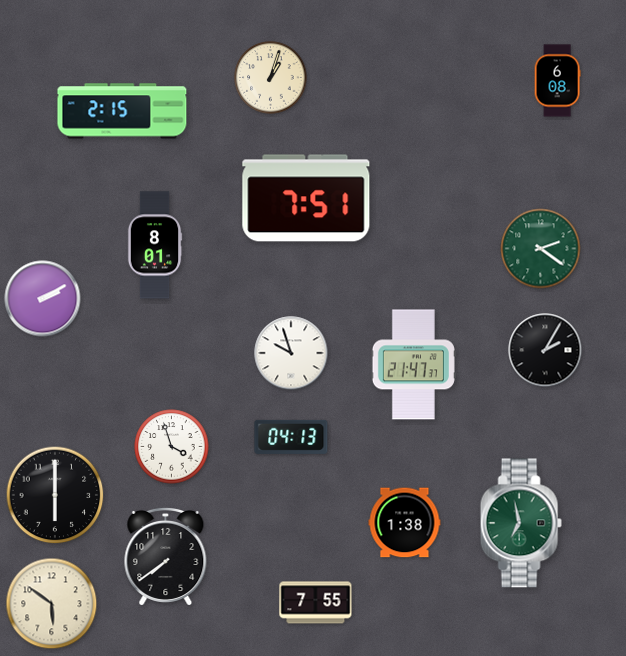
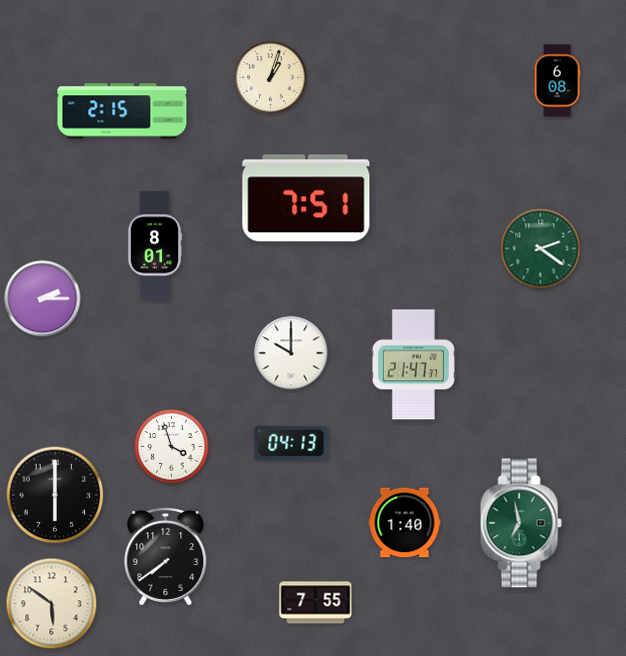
clock at (43, 299): 2:10 -> 2:15
clock at (545, 350): 2:05 -> none
clock at (291, 353): 9:57 -> 10:00
clock at (291, 437) position: (291, 437) -> (291, 443)
clock at (405, 523): 1:38 -> 1:40
